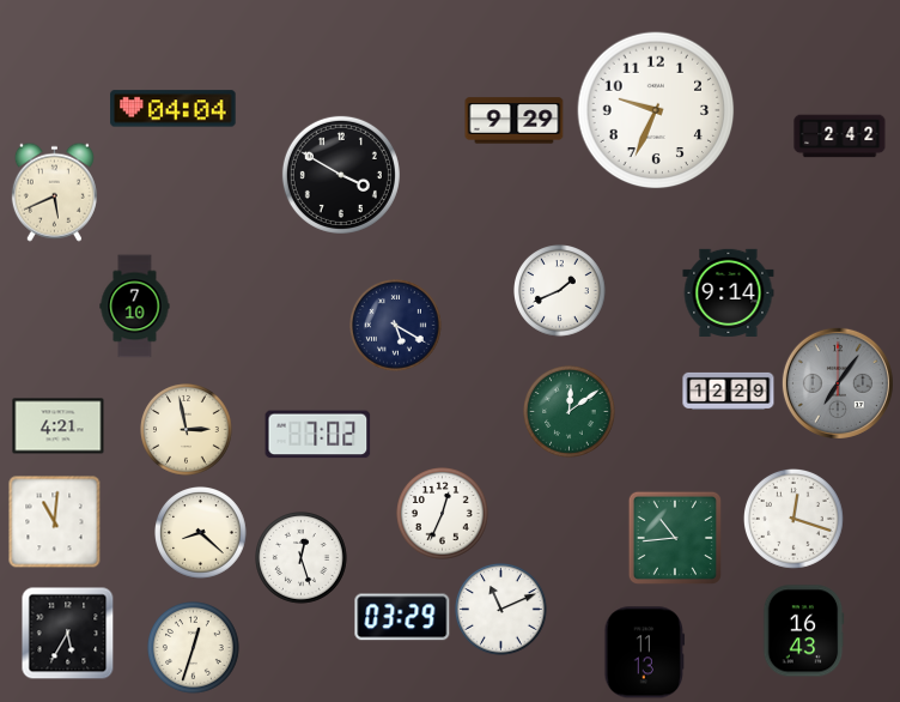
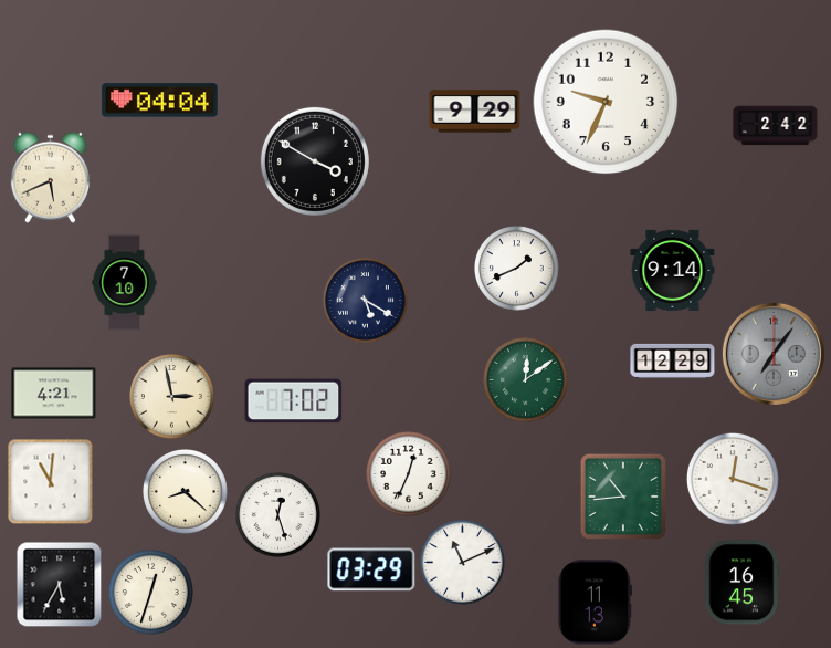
clock at (804, 631): 16:43 -> 16:45
clock at (67, 633) position: (67, 633) -> (59, 584)
clock at (194, 648) position: (194, 648) -> (151, 593)
